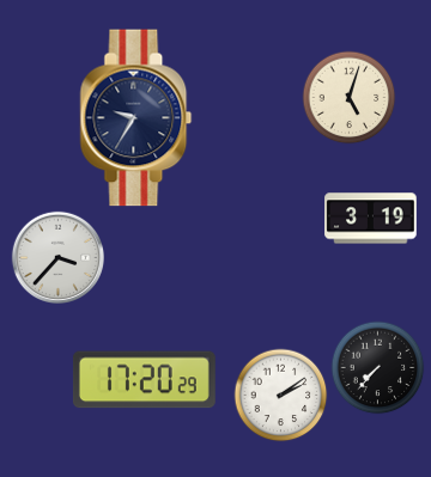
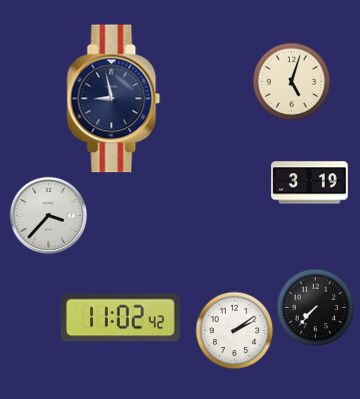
clock at (136, 118): 9:35 -> 8:58
clock at (144, 380): 17:20 -> 11:02
